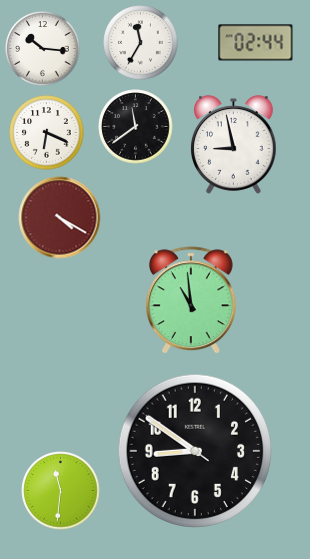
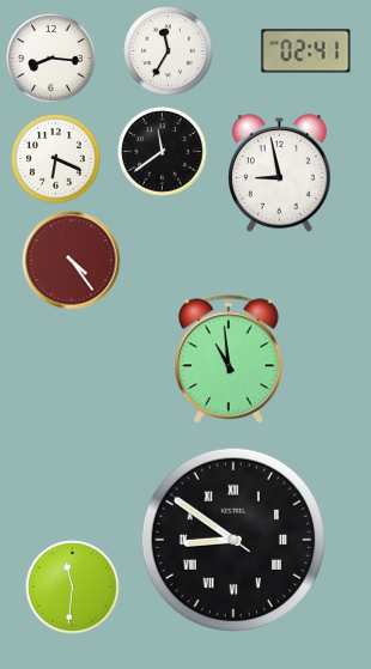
clock at (256, 43): 02:44 -> 02:41
clock at (43, 49): 10:16 -> 8:16
clock at (60, 218): 4:20 -> 4:24
clock at (195, 451) numerals: Arabic -> Roman
